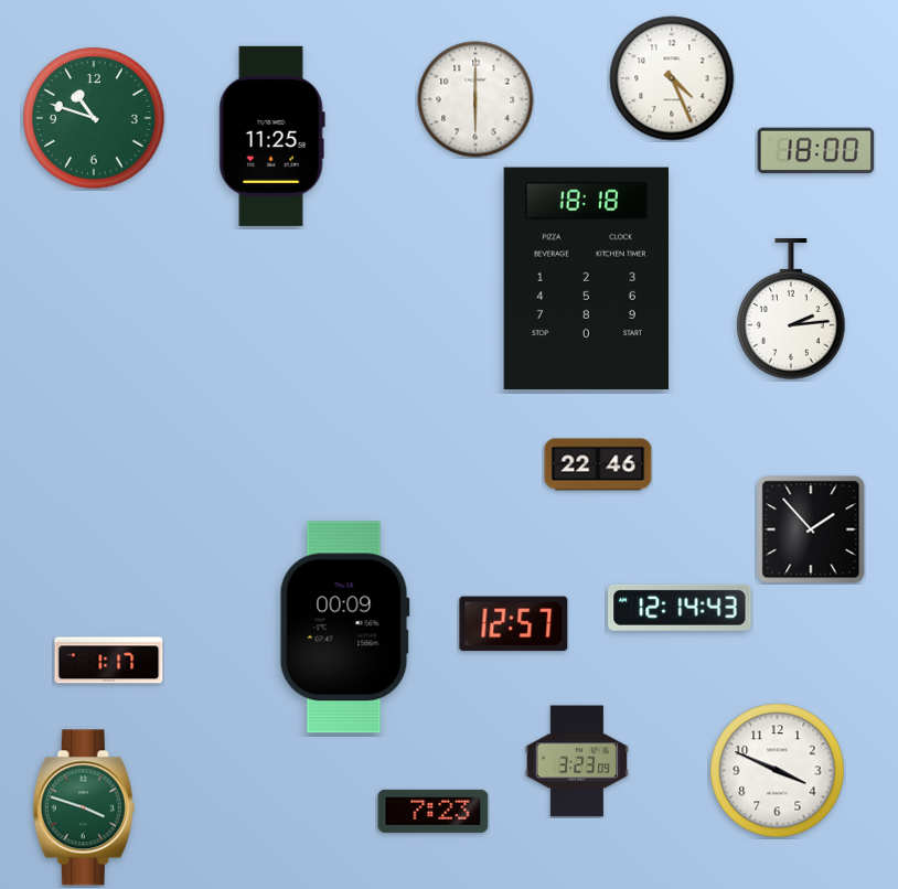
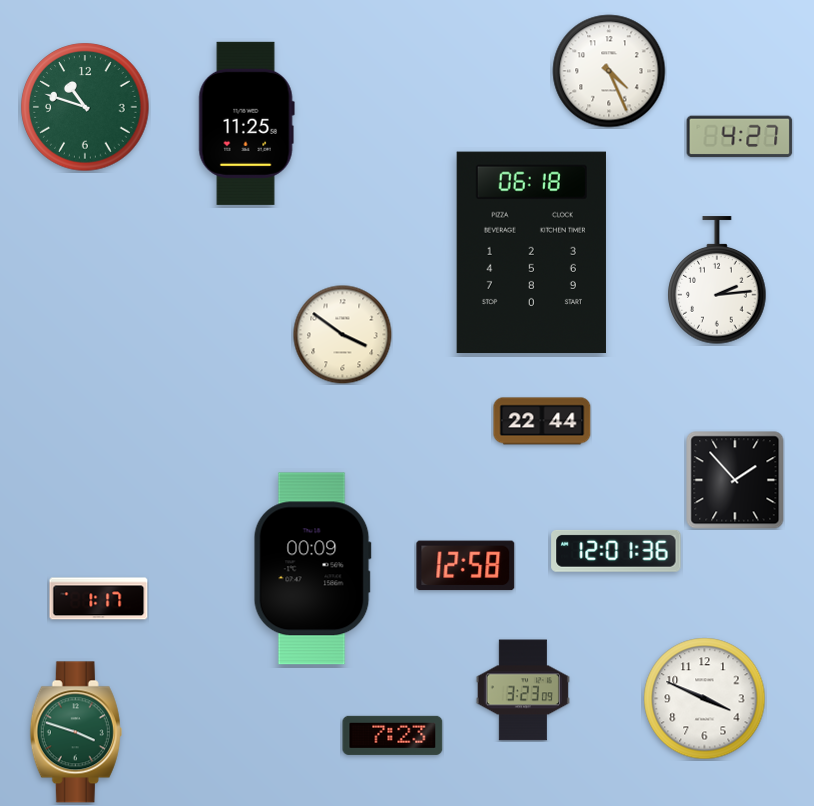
clock at (475, 99): 6:00 -> none
clock at (816, 151): 18:00 -> 4:27
clock at (586, 279): 18:18 -> 06:18
clock at (343, 335): none -> 3:51
clock at (598, 464): 22:46 -> 22:44
clock at (680, 608): 12:14 -> 12:01
clock at (514, 624): 12:57 -> 12:58
